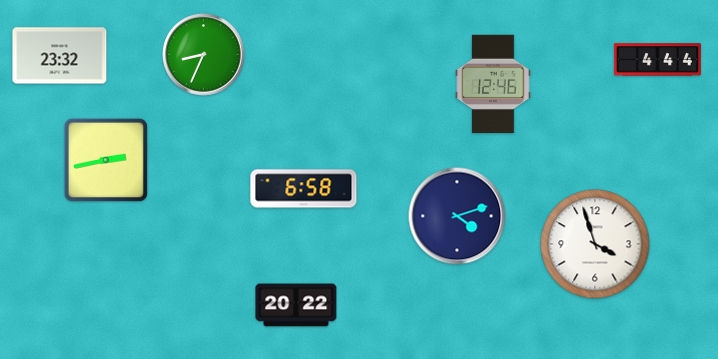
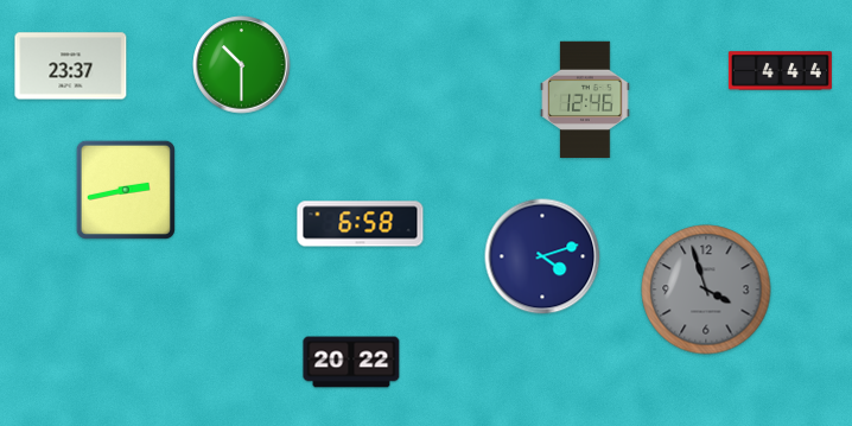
clock at (204, 55): 8:34 -> 10:30
clock at (60, 56): 23:32 -> 23:37
clock at (595, 244) dial: white -> grey
